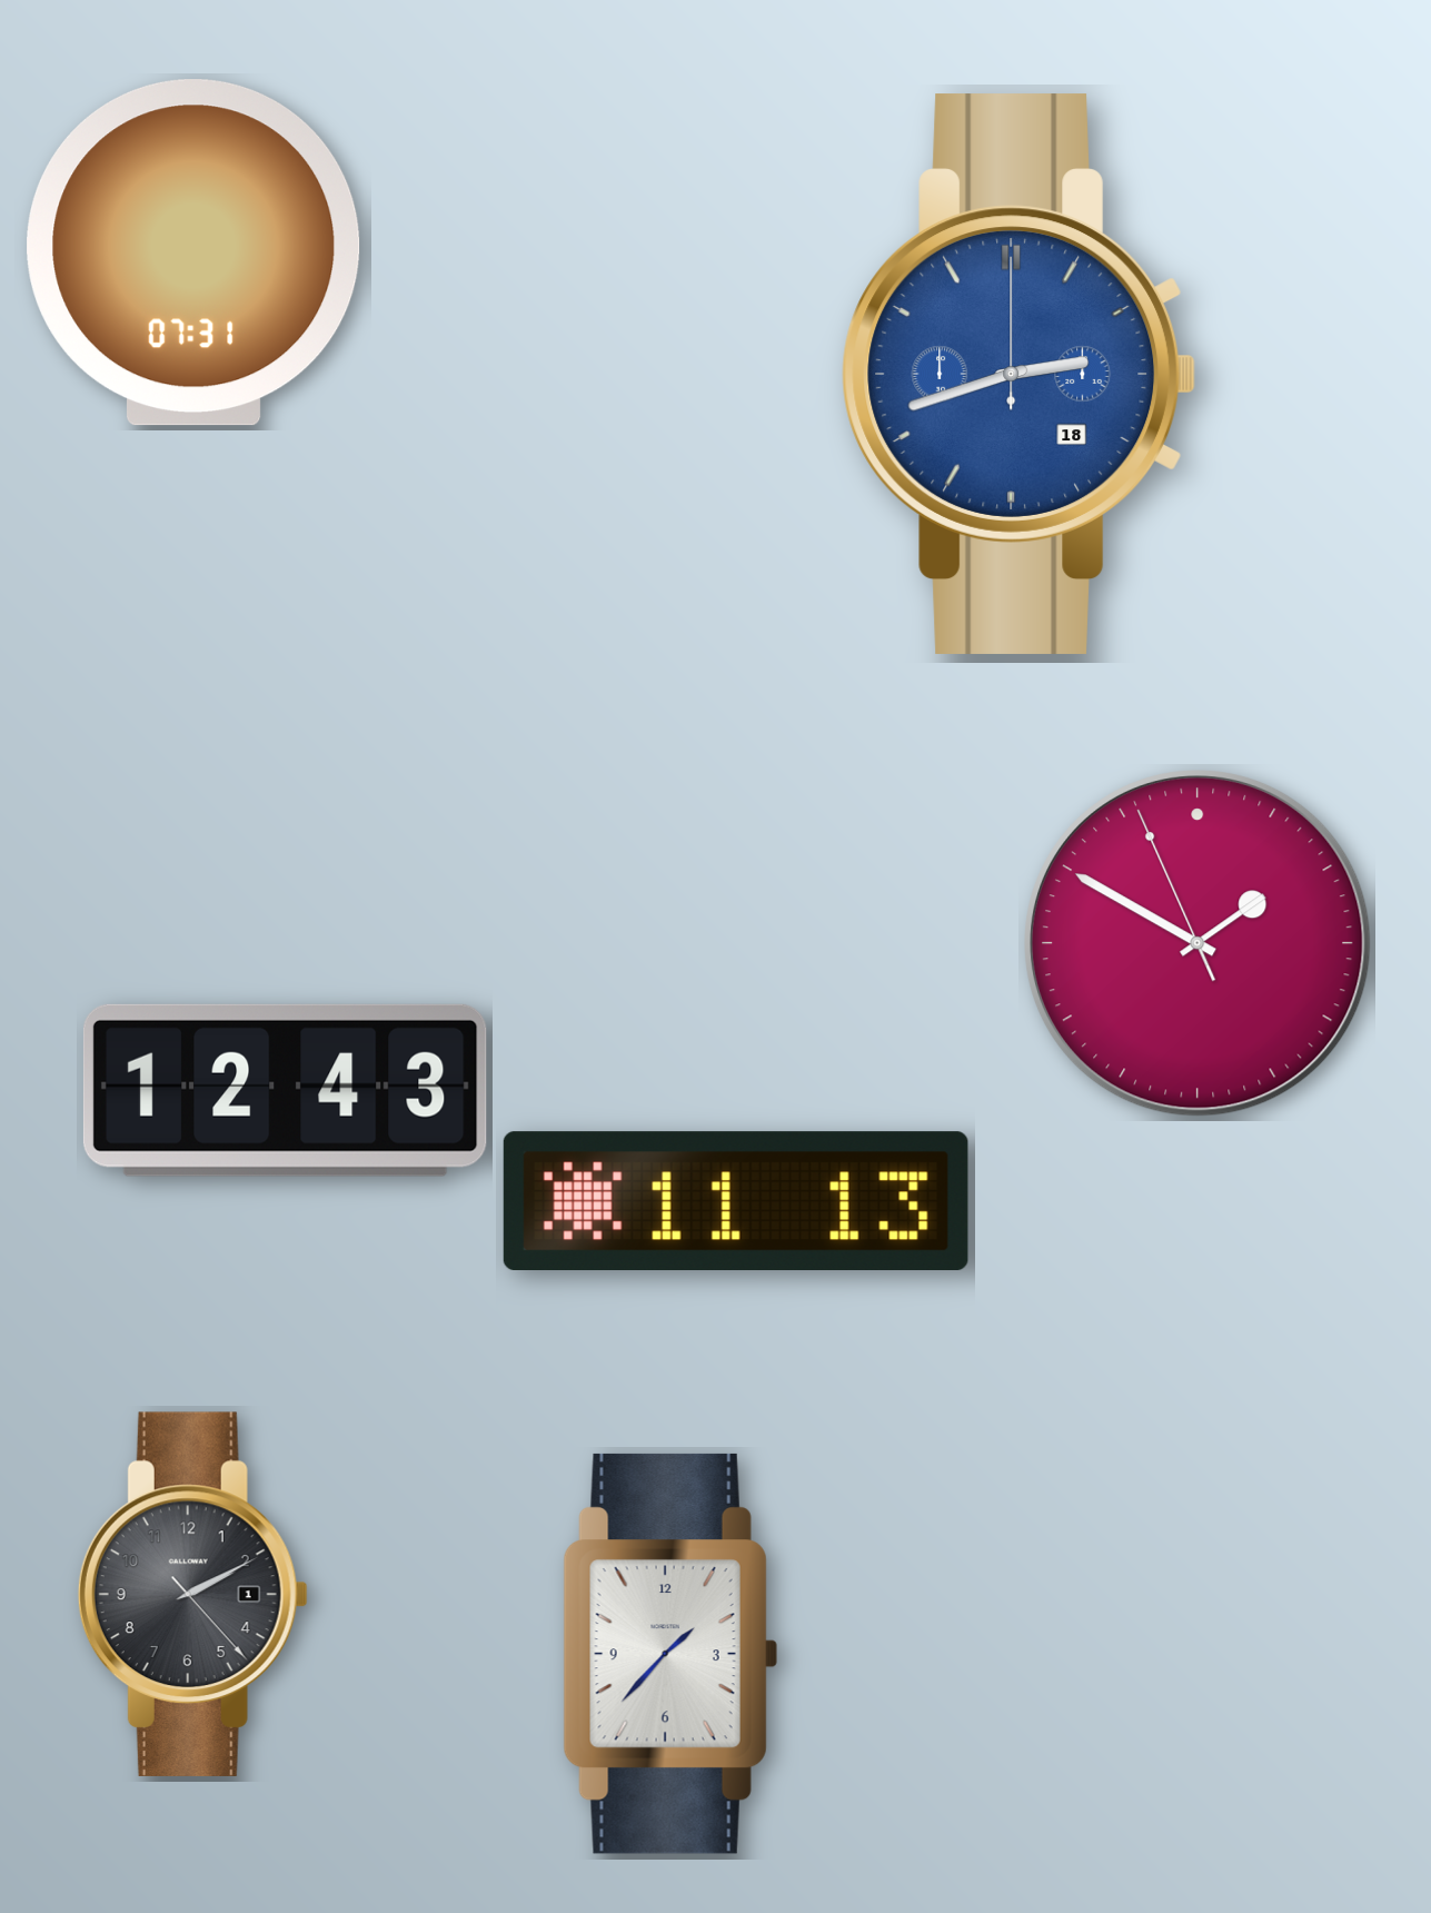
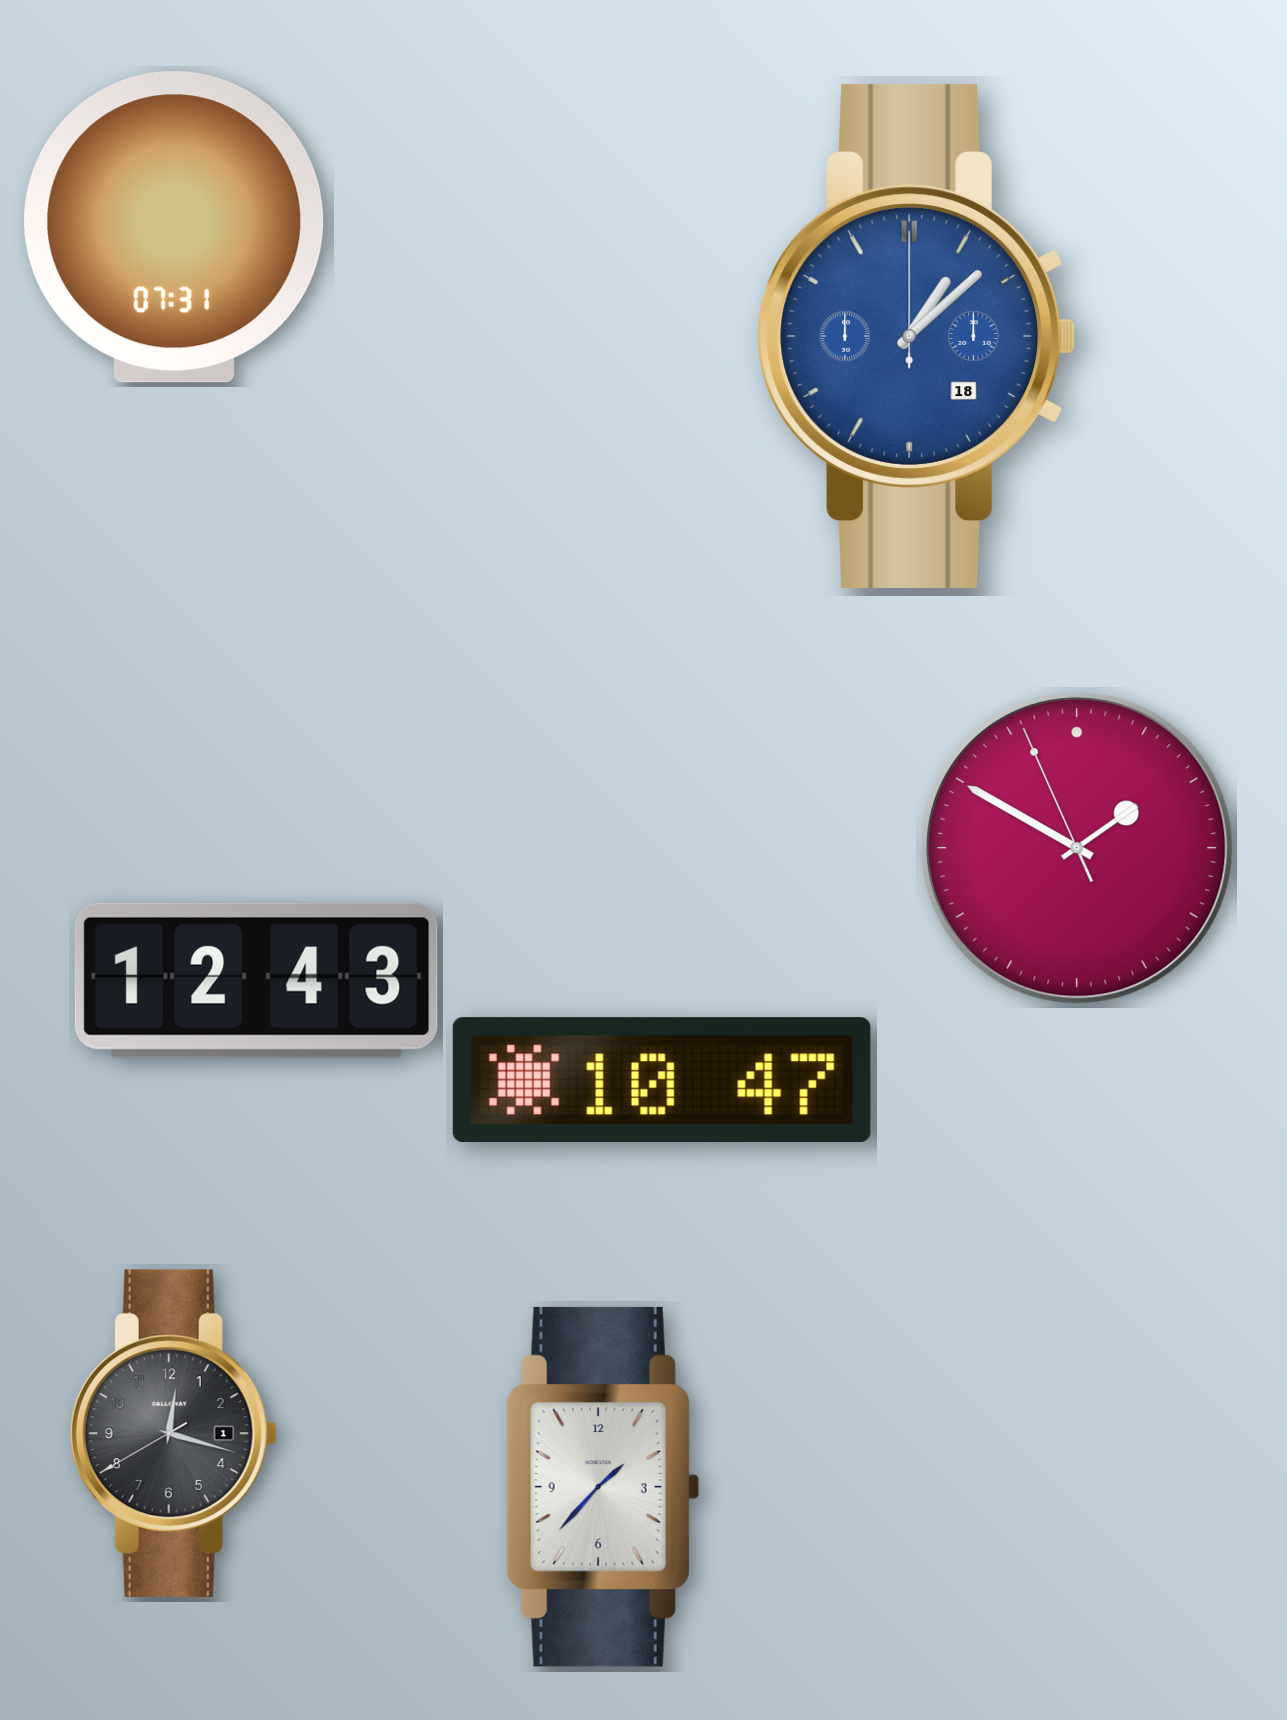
clock at (1020, 374): 2:42 -> 1:08
clock at (736, 1200): 11:13 -> 10:47
clock at (192, 1594): 2:10 -> 12:17
